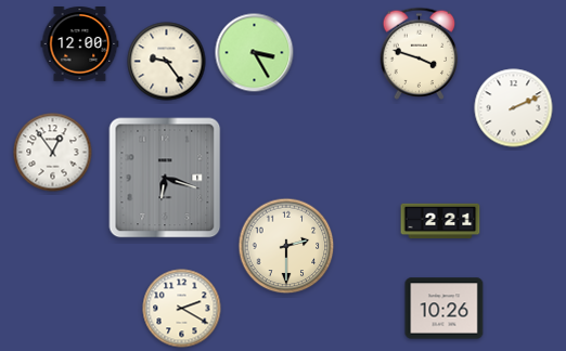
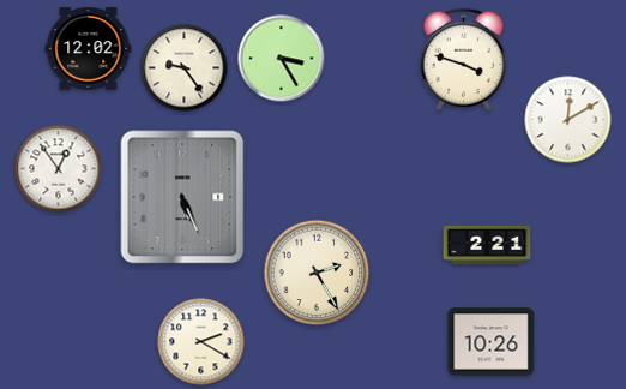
clock at (80, 44): 12:00 -> 12:02
clock at (514, 108): 2:11 -> 12:10
clock at (165, 178): 6:18 -> 5:26
clock at (286, 246): 2:30 -> 2:25
